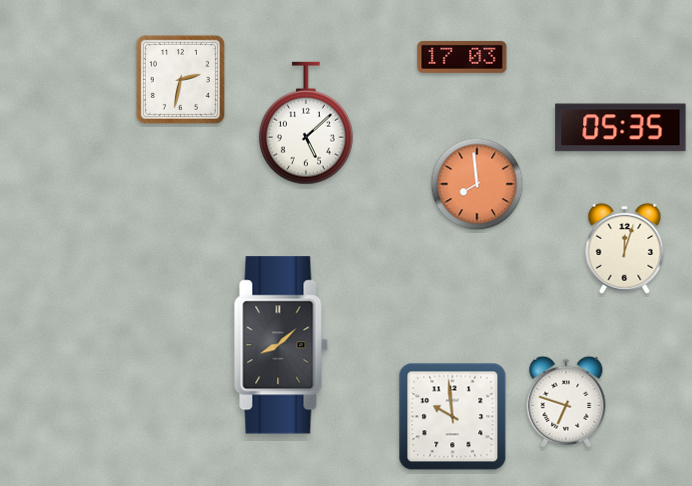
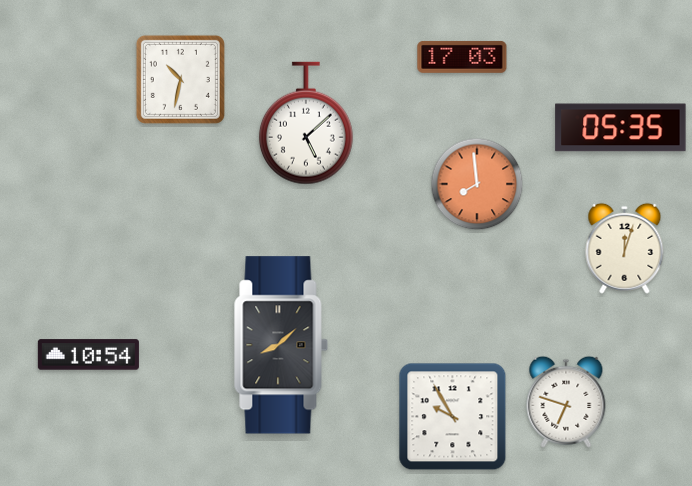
clock at (180, 79): 2:32 -> 10:32
clock at (88, 355): none -> 10:54
clock at (453, 417): 9:59 -> 9:55
